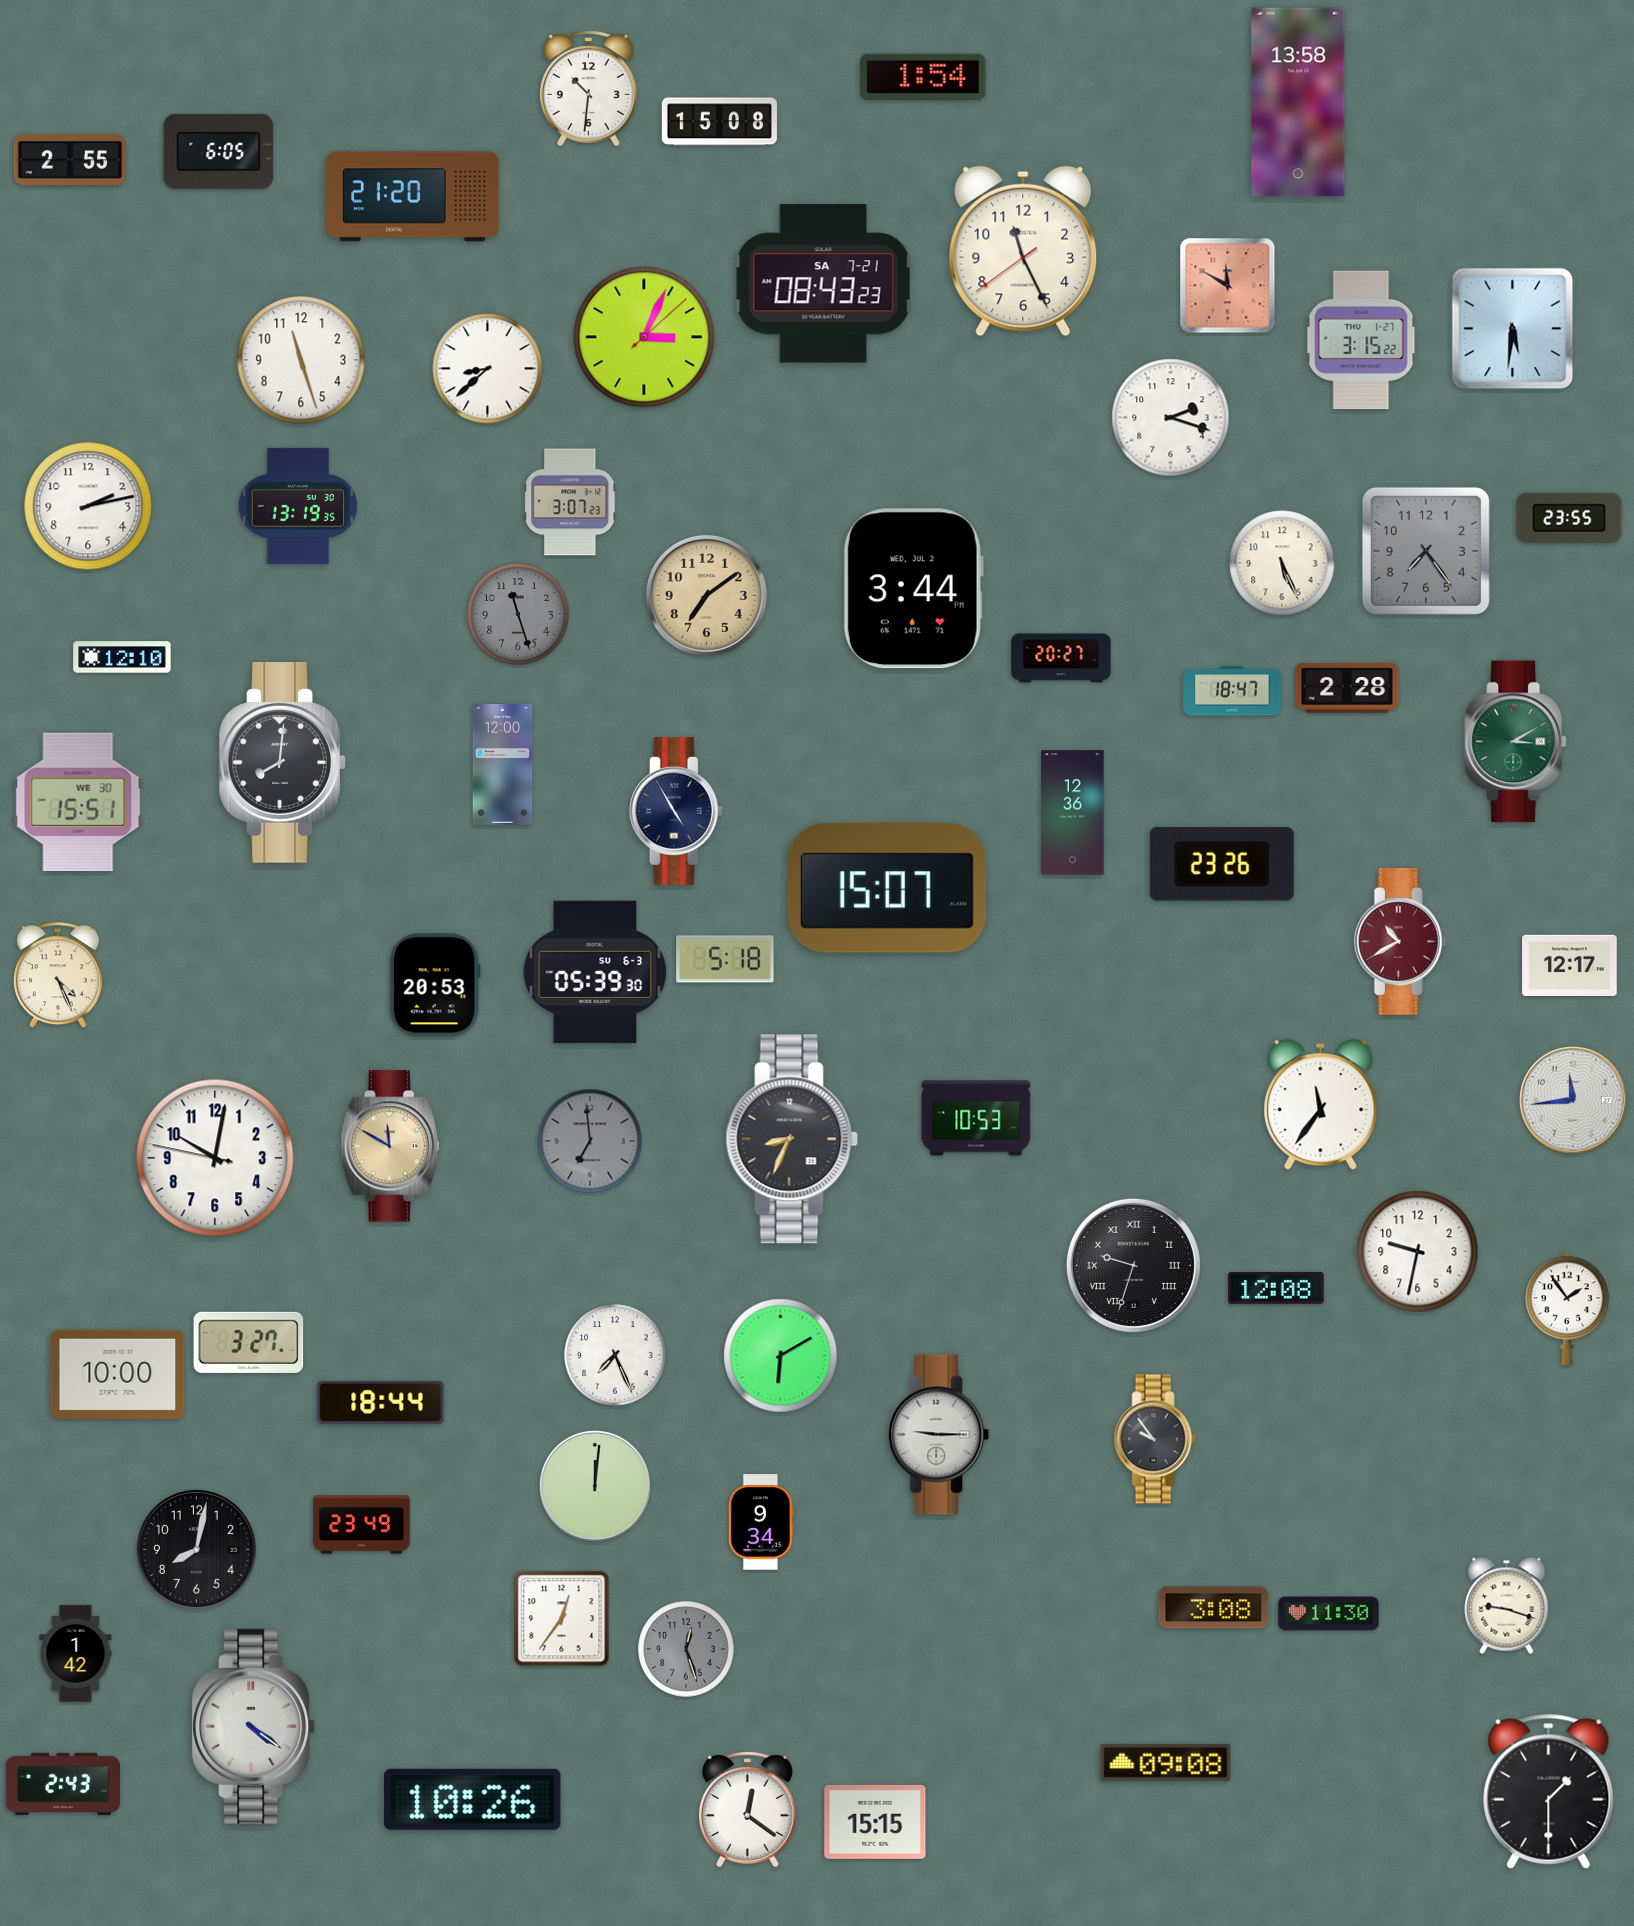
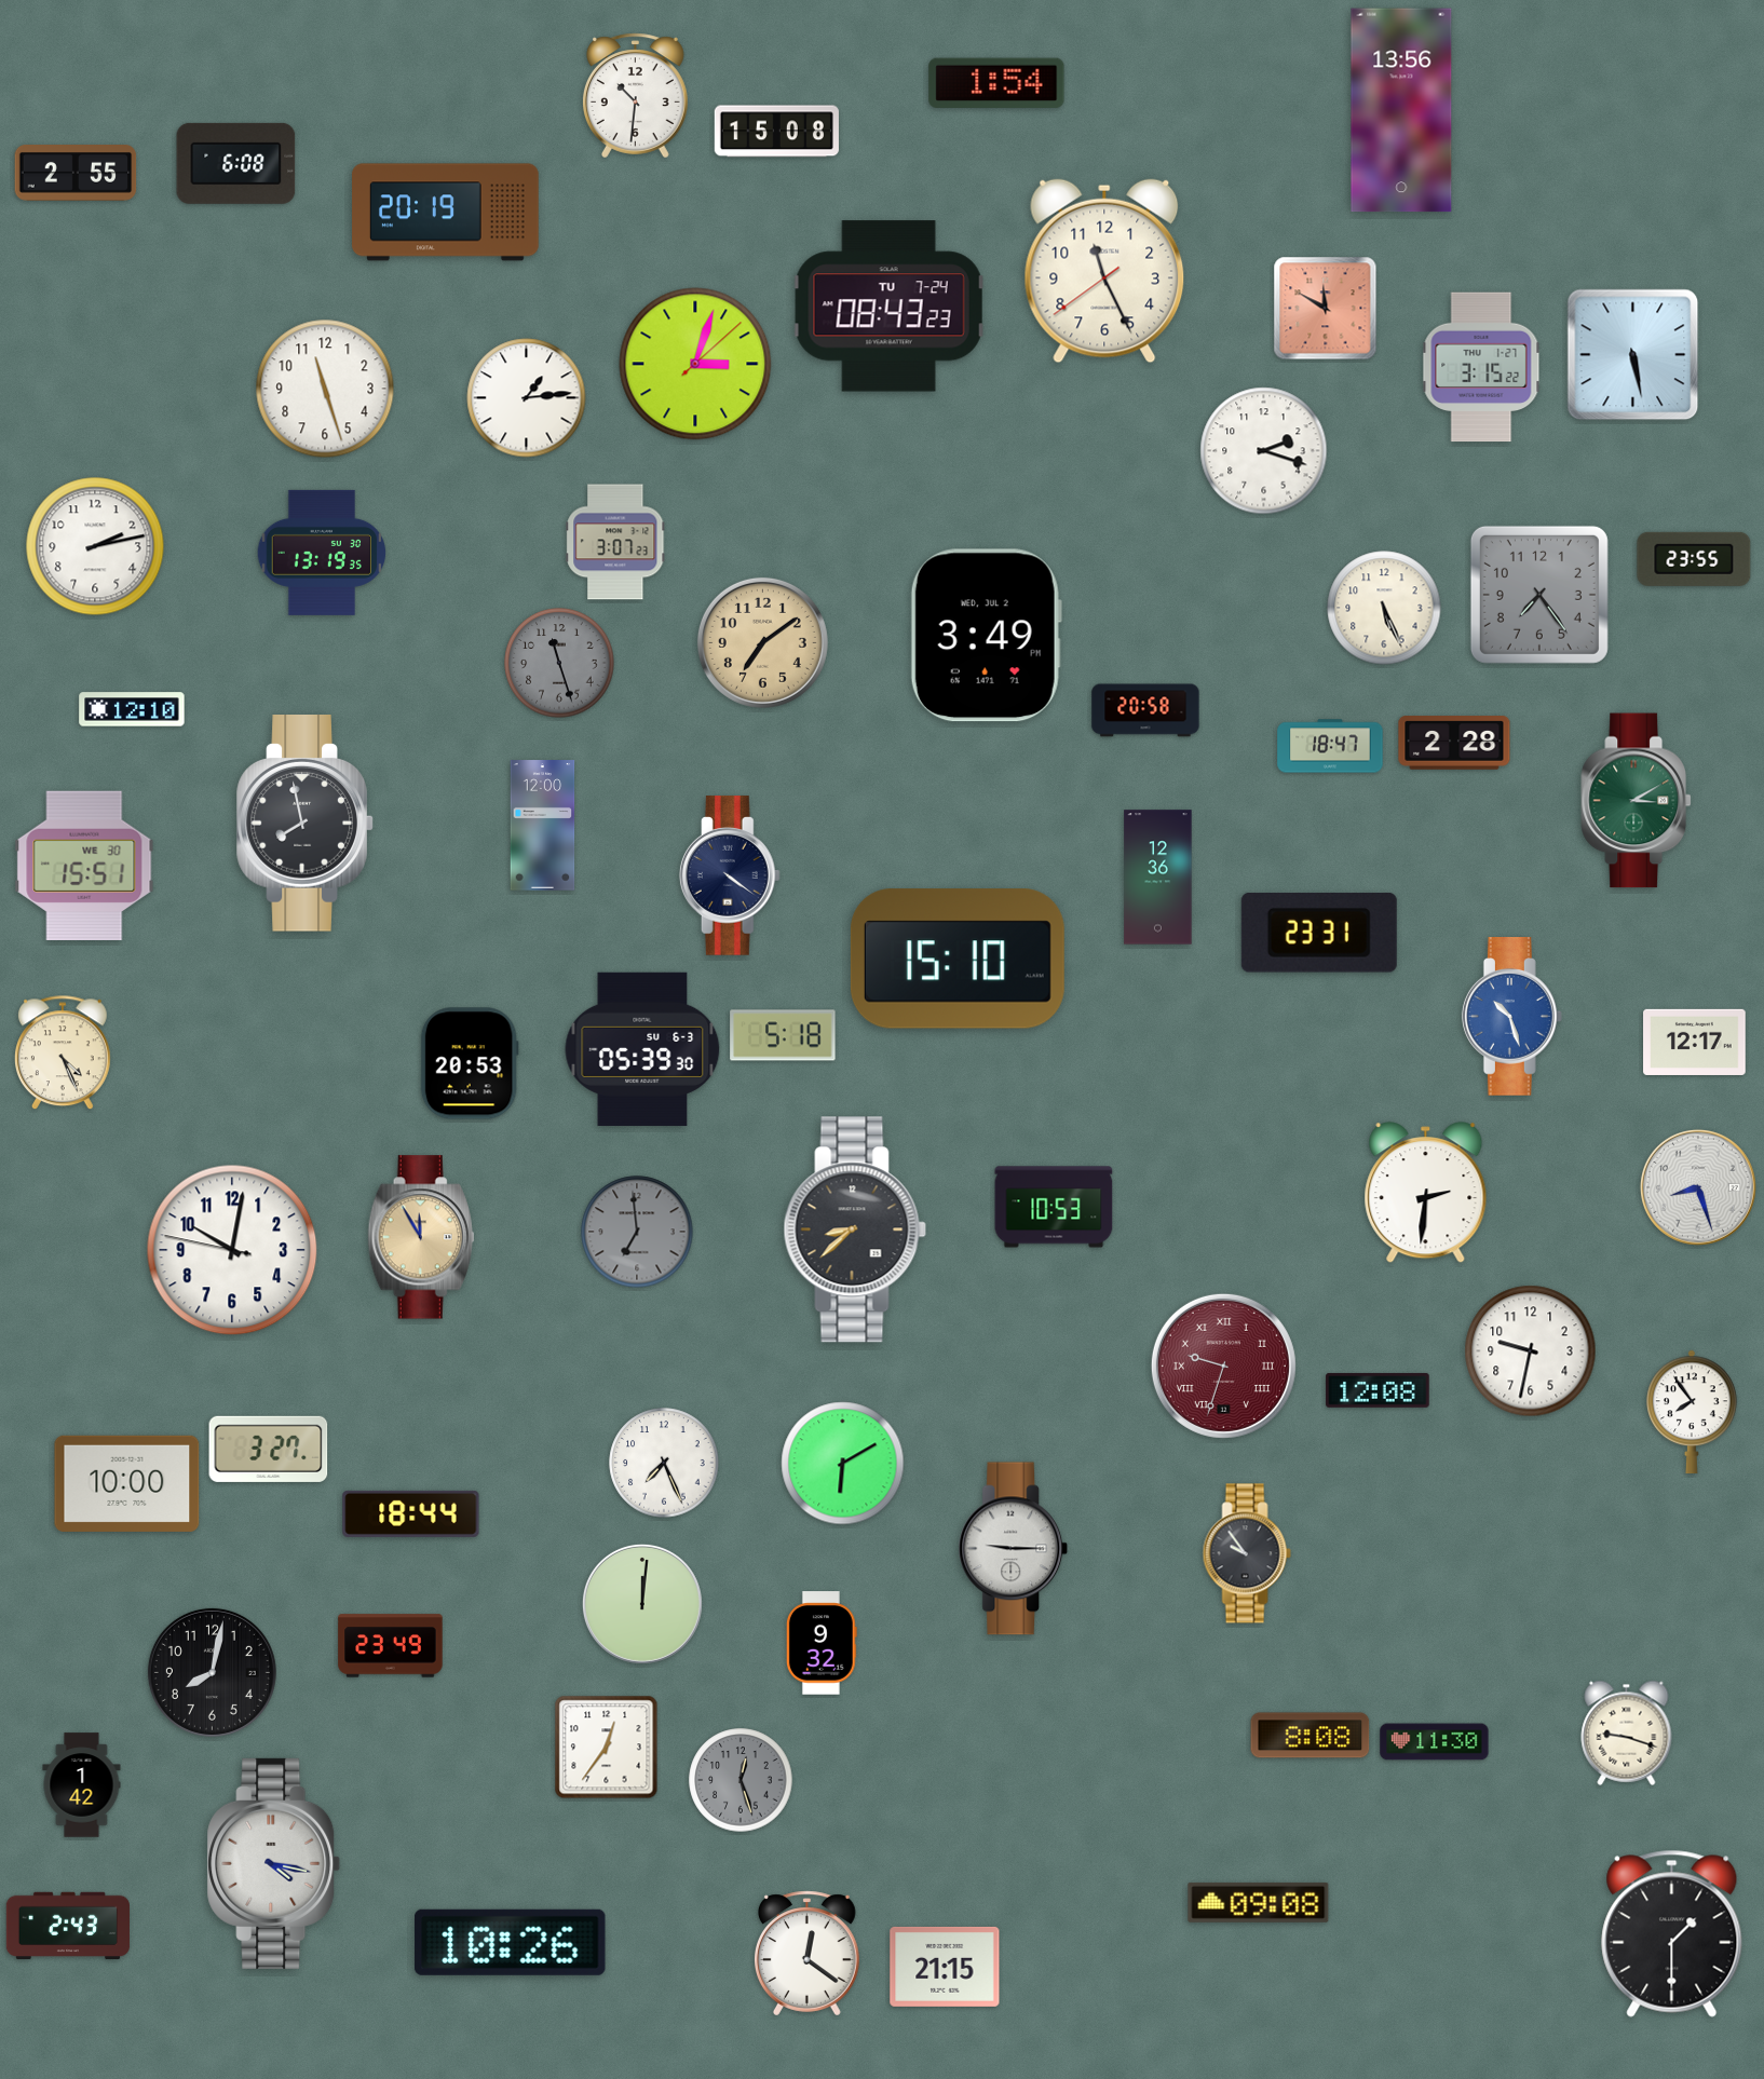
clock at (1298, 102): 13:58 -> 13:56
clock at (219, 151): 6:05 -> 6:08
clock at (413, 197): 21:20 -> 20:19
clock at (823, 284) date: SA 7-21 -> TU 7-24
clock at (1513, 329): 5:31 -> 5:28
clock at (644, 337): 3:04 -> 3:03
clock at (1361, 340) position: (1361, 340) -> (1481, 367)
clock at (488, 369): 8:38 -> 1:14
clock at (298, 506) position: (298, 506) -> (322, 553)
clock at (913, 589): 3:44 -> 3:49
clock at (1061, 658): 20:27 -> 20:58
clock at (283, 763): 8:01 -> 7:58
clock at (676, 811): 4:55 -> 4:21
clock at (1222, 865): 23:26 -> 23:31
clock at (887, 888): 15:07 -> 15:10
clock at (1400, 942): 10:40 -> 10:27
clock at (1400, 942) dial: burgundy -> blue
clock at (1573, 1100): 11:44 -> 8:27
clock at (1321, 1105): 11:36 -> 2:31
clock at (792, 1139): 8:34 -> 8:38
clock at (390, 1146): 11:50 -> 11:55
clock at (1133, 1265) dial: black -> burgundy
clock at (1567, 1307): 1:54 -> 7:54
clock at (761, 1522): 9:34 -> 9:32
clock at (1214, 1608): 3:08 -> 8:08
clock at (254, 1726): 4:21 -> 4:17
clock at (875, 1822): 15:15 -> 21:15
